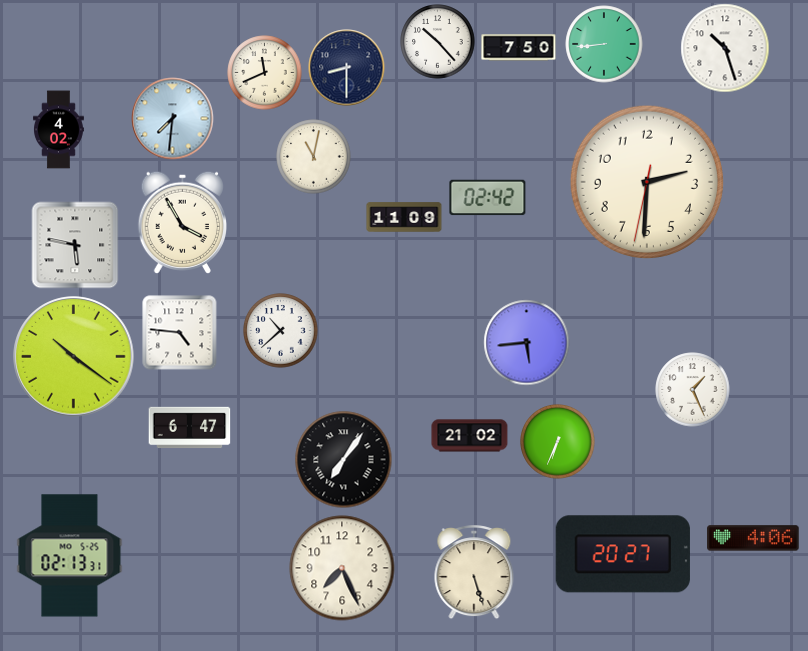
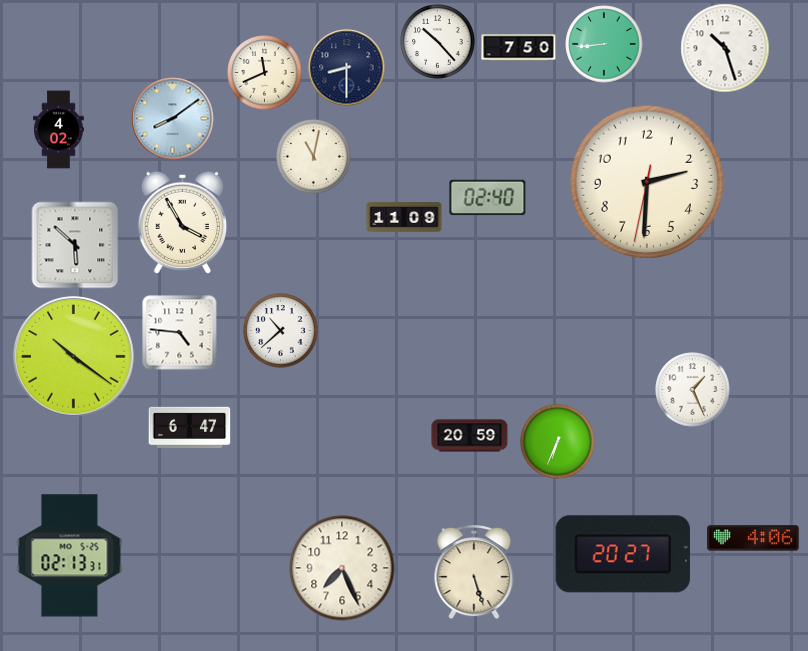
clock at (173, 119): 7:31 -> 8:09
clock at (488, 198): 02:42 -> 02:40
clock at (75, 245): 5:47 -> 5:52
clock at (527, 343): 5:44 -> none
clock at (470, 436): 21:02 -> 20:59
clock at (344, 460): 7:06 -> none
